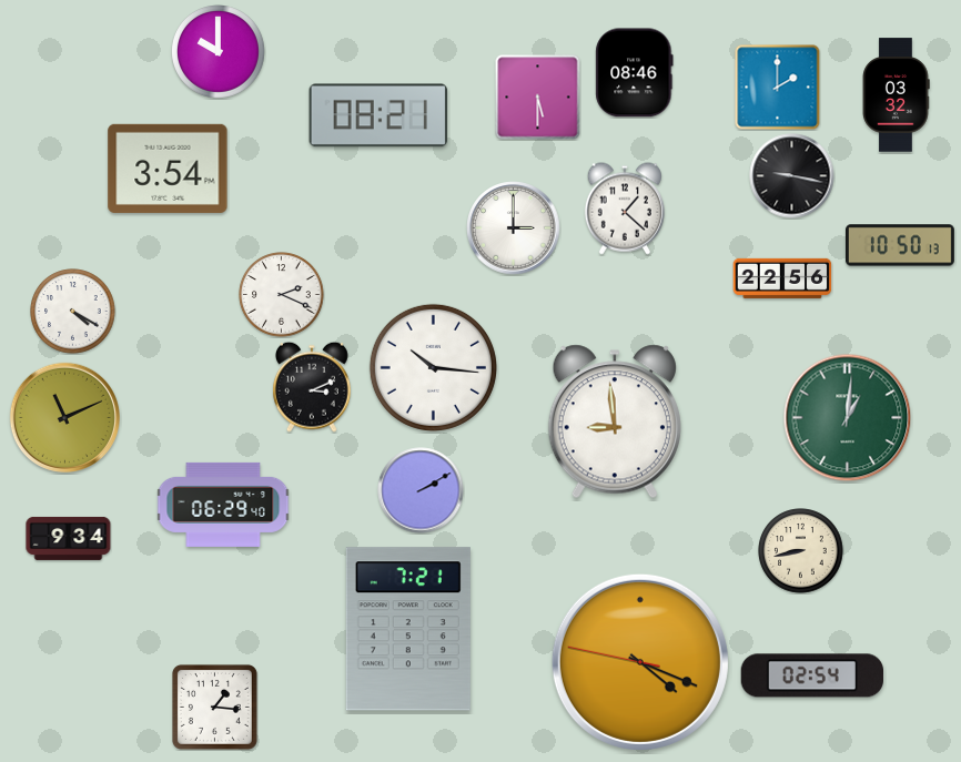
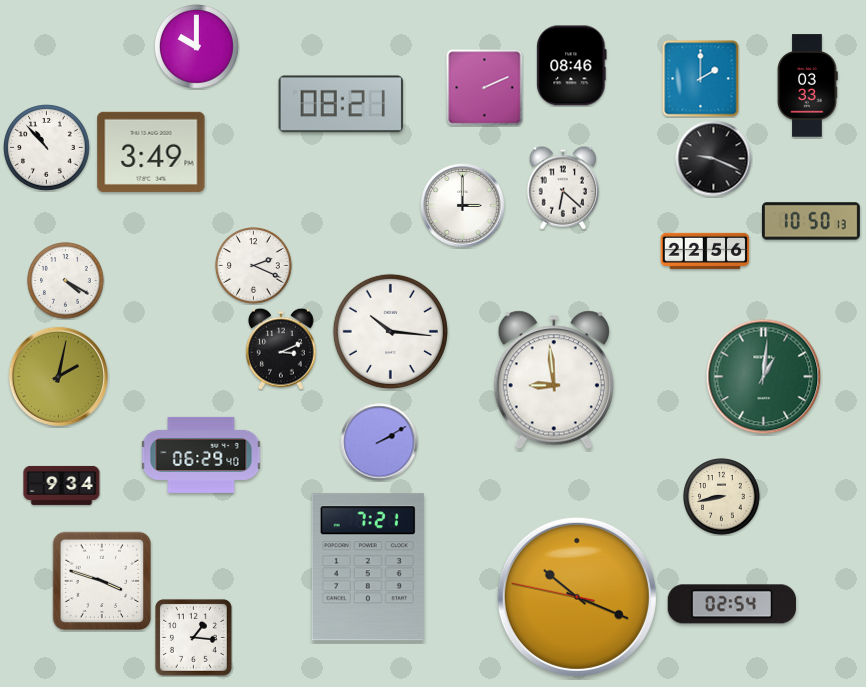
clock at (896, 95): 03:32 -> 03:33
clock at (538, 98): 5:30 -> 2:11
clock at (47, 148): none -> 10:53
clock at (168, 169): 3:54 -> 3:49
clock at (792, 176): 9:17 -> 9:19
clock at (625, 209): 1:22 -> 6:22
clock at (64, 417): 11:11 -> 2:02
clock at (102, 581): none -> 3:48
clock at (640, 662): 4:18 -> 10:18
clock at (811, 675) position: (811, 675) -> (731, 604)
